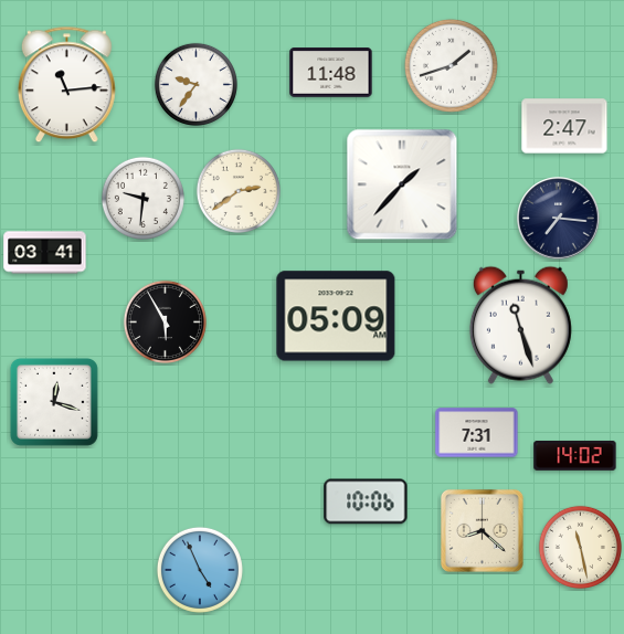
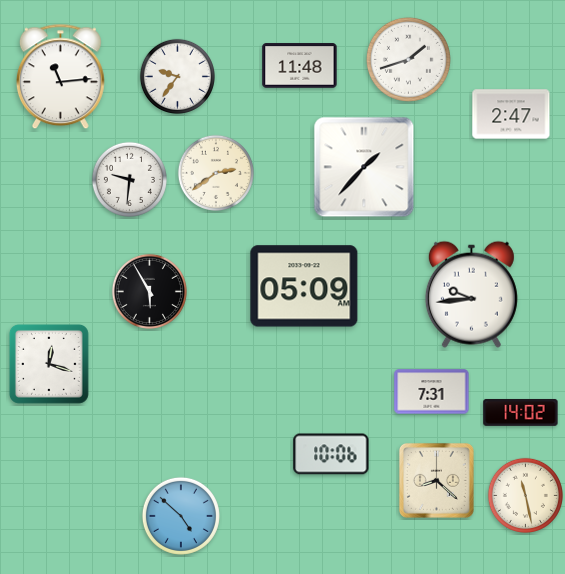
clock at (559, 219): 7:16 -> none
clock at (45, 253): 03:41 -> none
clock at (520, 325): 11:27 -> 9:44
clock at (200, 570): 4:56 -> 4:52
